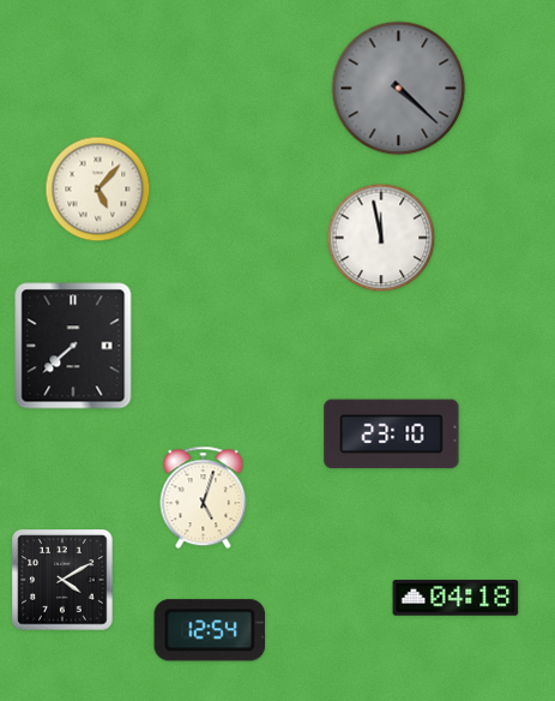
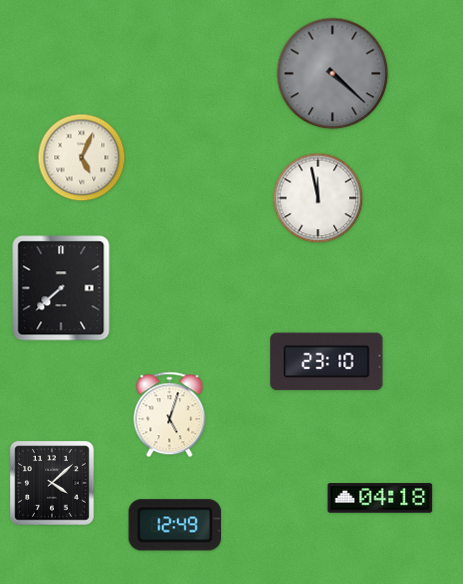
clock at (98, 190): 5:07 -> 5:04
clock at (62, 580): 4:10 -> 4:08
clock at (210, 630): 12:54 -> 12:49
